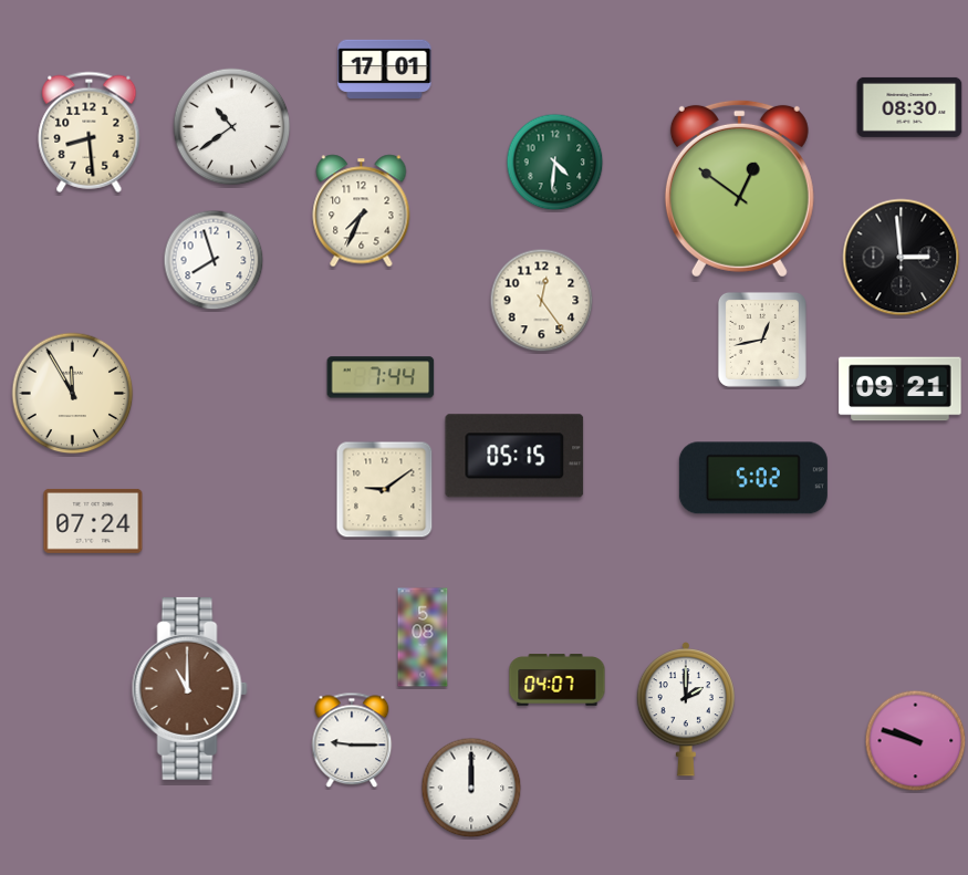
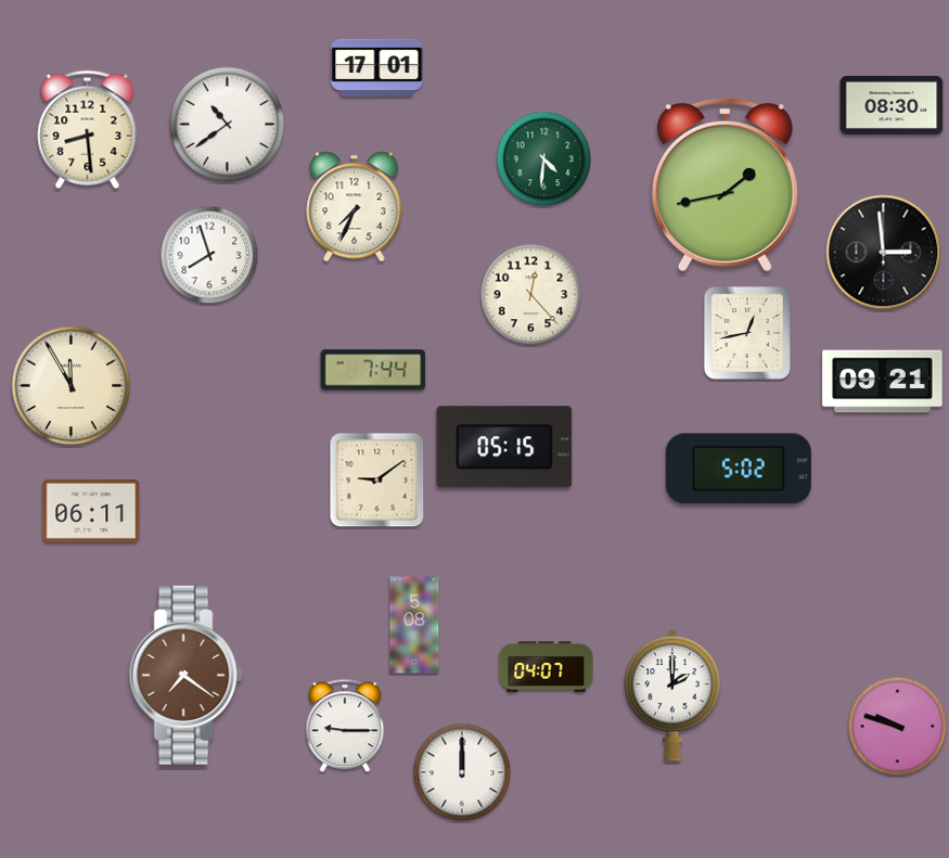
clock at (739, 188): 12:51 -> 1:43
clock at (542, 301): 12:24 -> 12:23
clock at (93, 521): 07:24 -> 06:11
clock at (189, 688): 11:00 -> 7:21
